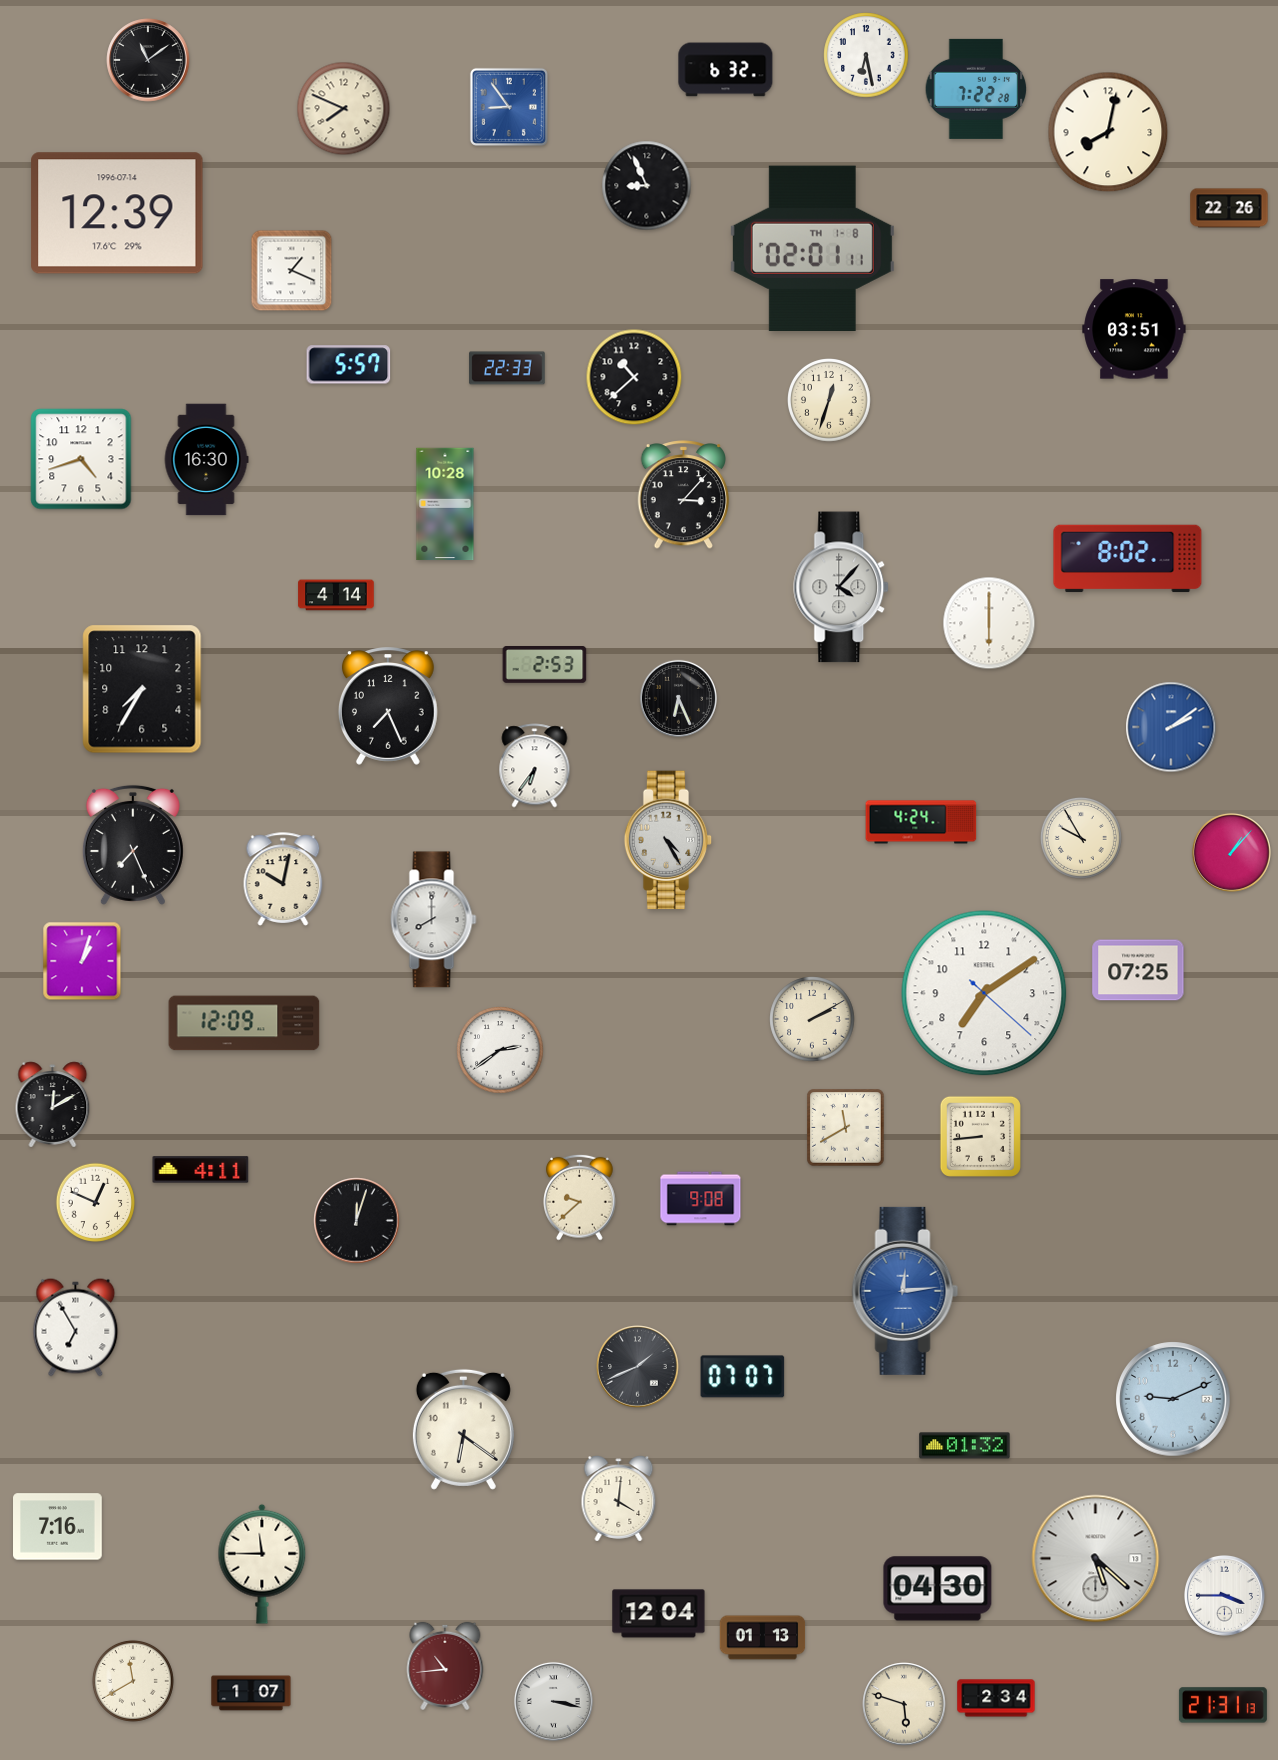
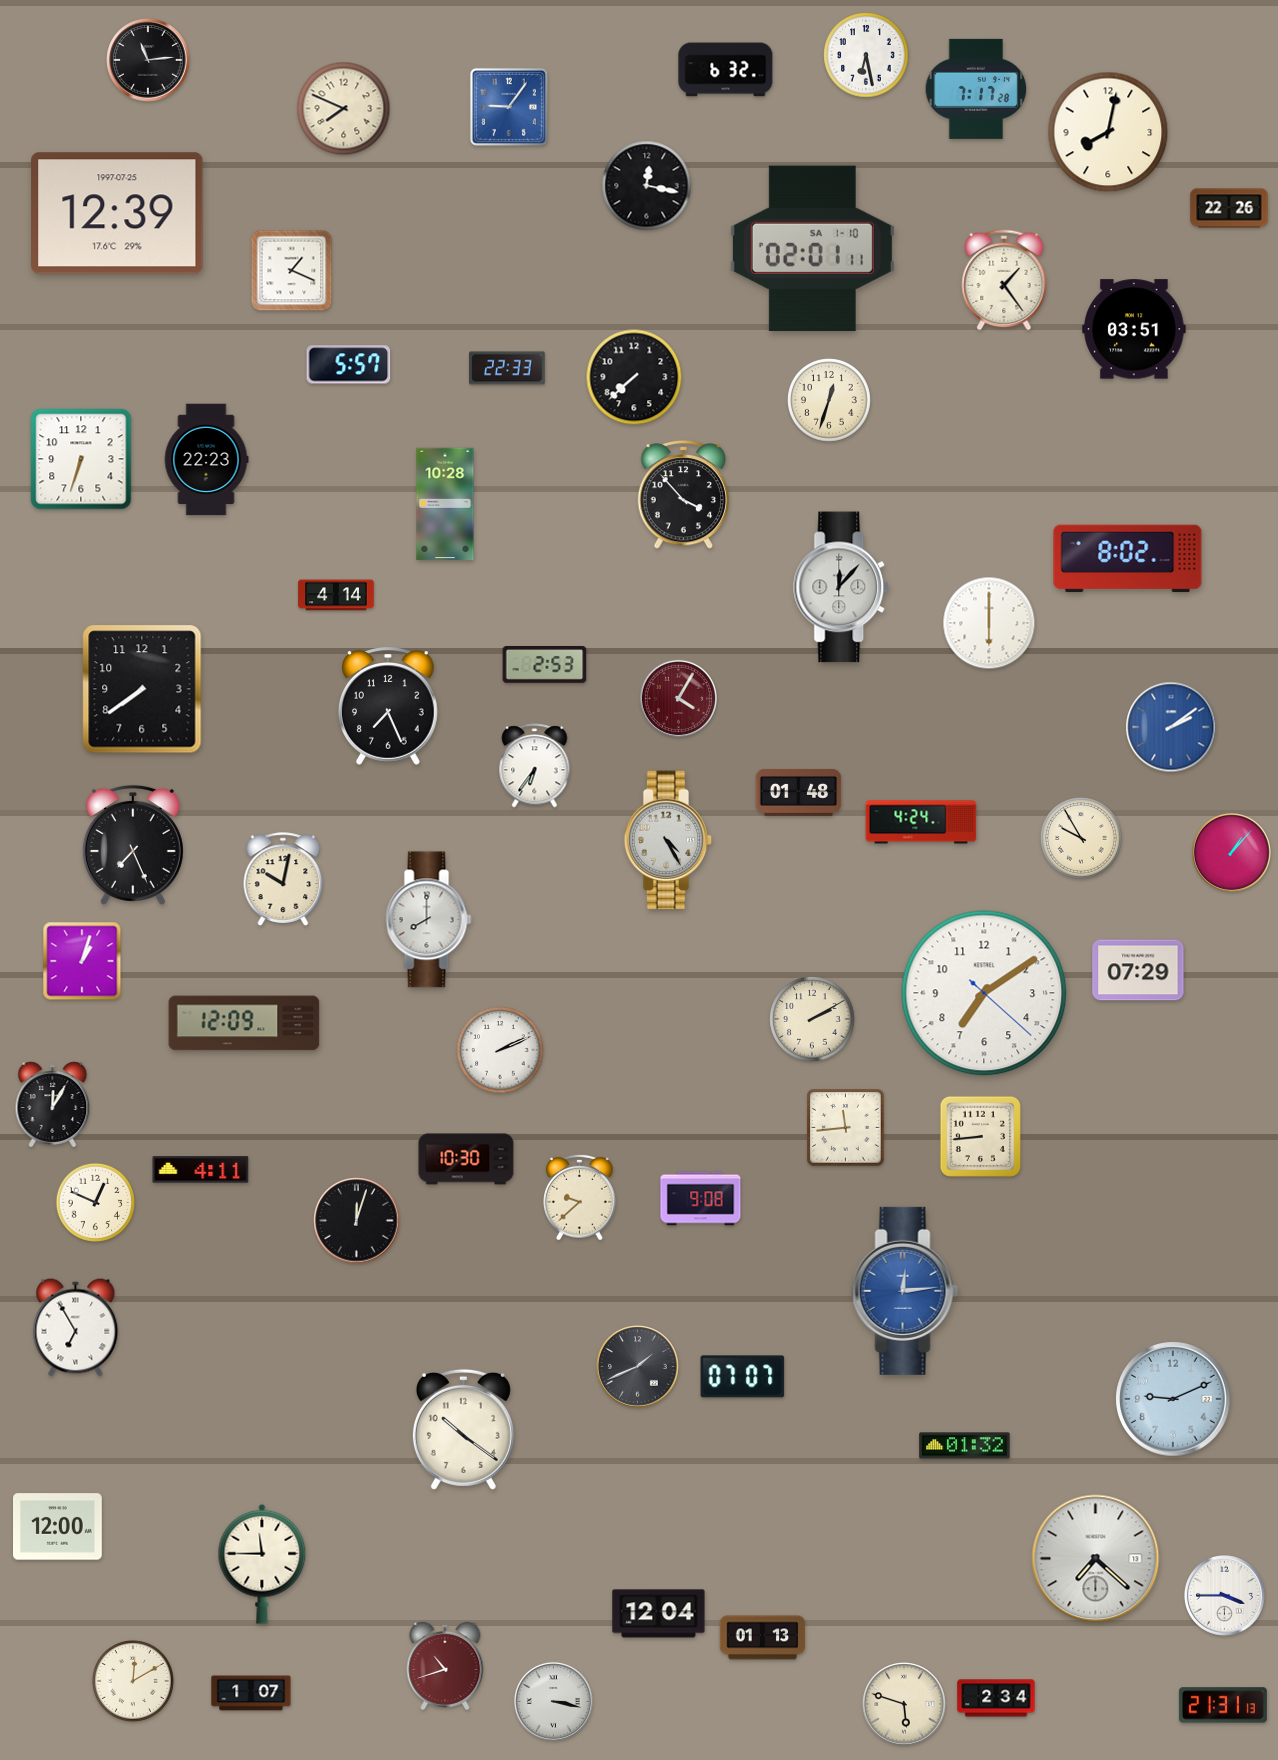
clock at (148, 60): 11:09 -> 11:14
clock at (976, 89): 7:22 -> 7:17
clock at (509, 107): 8:54 -> 9:06
clock at (647, 186): 8:56 -> 12:17
clock at (117, 213) date: 1996-07-14 -> 1997-07-25
clock at (812, 248) date: TH 1-8 -> SA 1-10
clock at (1004, 280): none -> 1:24
clock at (634, 377): 10:38 -> 7:38
clock at (81, 459): 4:42 -> 6:33
clock at (206, 460): 16:30 -> 22:23
clock at (684, 495): 3:07 -> 3:53
clock at (842, 587): 4:07 -> 12:07
clock at (142, 689): 7:35 -> 7:39
clock at (678, 698): 6:26 -> 4:05
clock at (678, 698) dial: black -> burgundy
clock at (799, 793): none -> 01:48
clock at (434, 920) position: (434, 920) -> (429, 920)
clock at (1138, 970): 07:25 -> 07:29
clock at (500, 1050): 2:39 -> 2:11
clock at (53, 1105): 12:10 -> 12:05
clock at (846, 1128): 11:40 -> 11:44
clock at (466, 1159): none -> 10:30
clock at (463, 1429): 6:21 -> 10:21
clock at (619, 1499): 4:01 -> none
clock at (58, 1527): 7:16 -> 12:00
clock at (1096, 1559): 5:22 -> 7:22
clock at (938, 1589): 04:30 -> none
clock at (445, 1666): 10:44 -> 10:42
clock at (133, 1681): 11:40 -> 12:10
